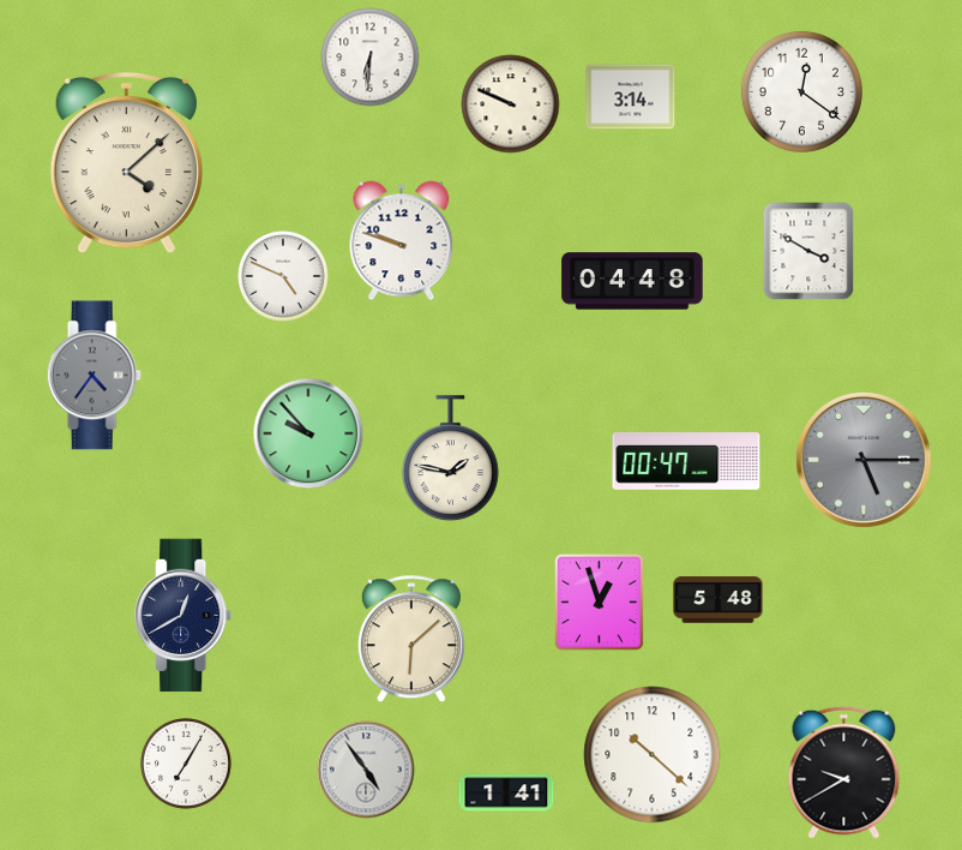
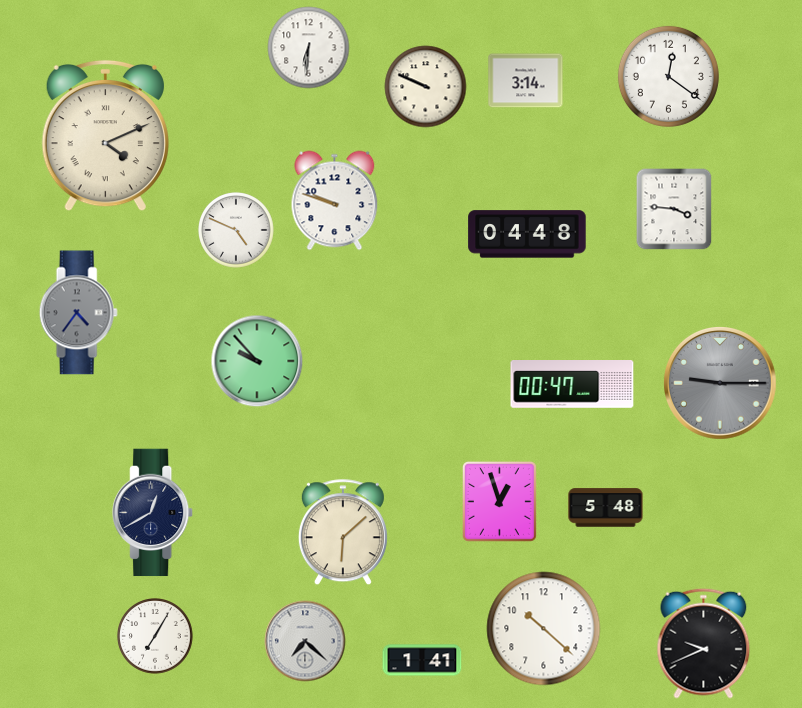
clock at (126, 163): 4:08 -> 4:11
clock at (808, 251): 3:50 -> 3:46
clock at (450, 459): 1:47 -> none
clock at (865, 461): 5:15 -> 9:15
clock at (719, 600) position: (719, 600) -> (606, 508)
clock at (366, 770): 4:54 -> 7:22
clock at (844, 772): 9:40 -> 9:41
